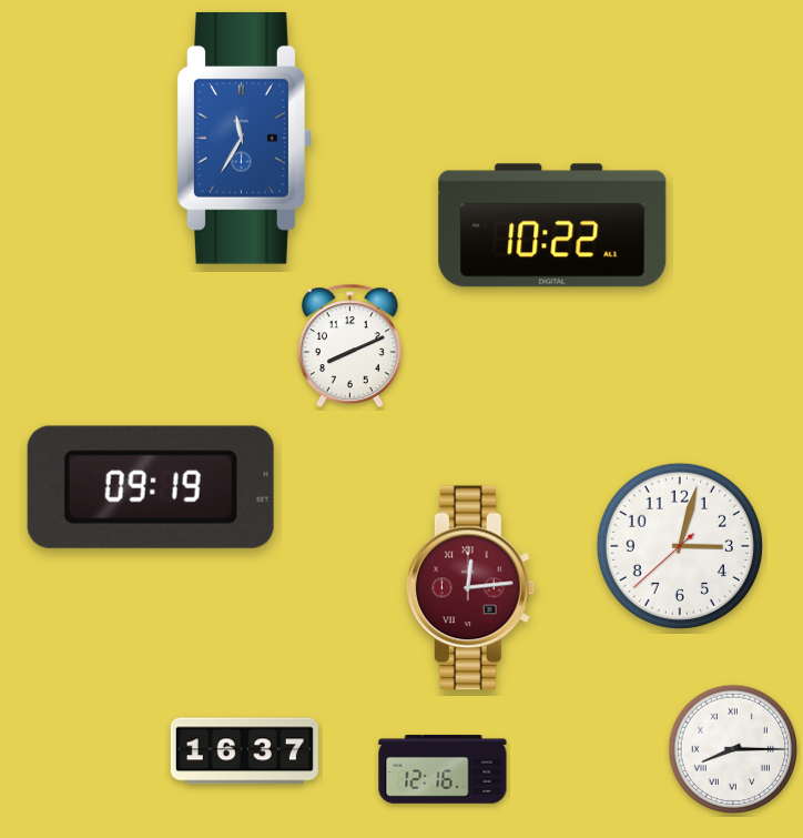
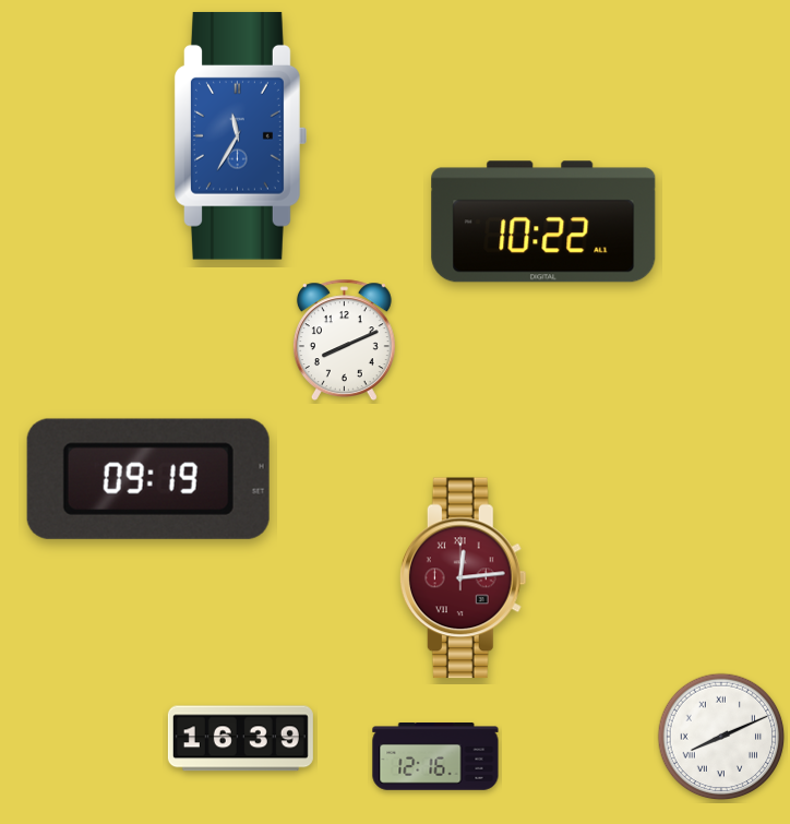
clock at (680, 546): 3:02 -> none
clock at (733, 749): 8:15 -> 8:11
clock at (244, 751): 16:37 -> 16:39
